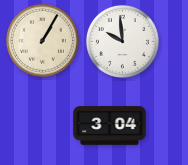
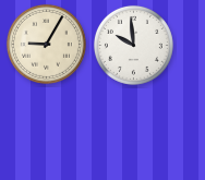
clock at (42, 40): 1:05 -> 9:05
clock at (110, 126): 3:04 -> none
